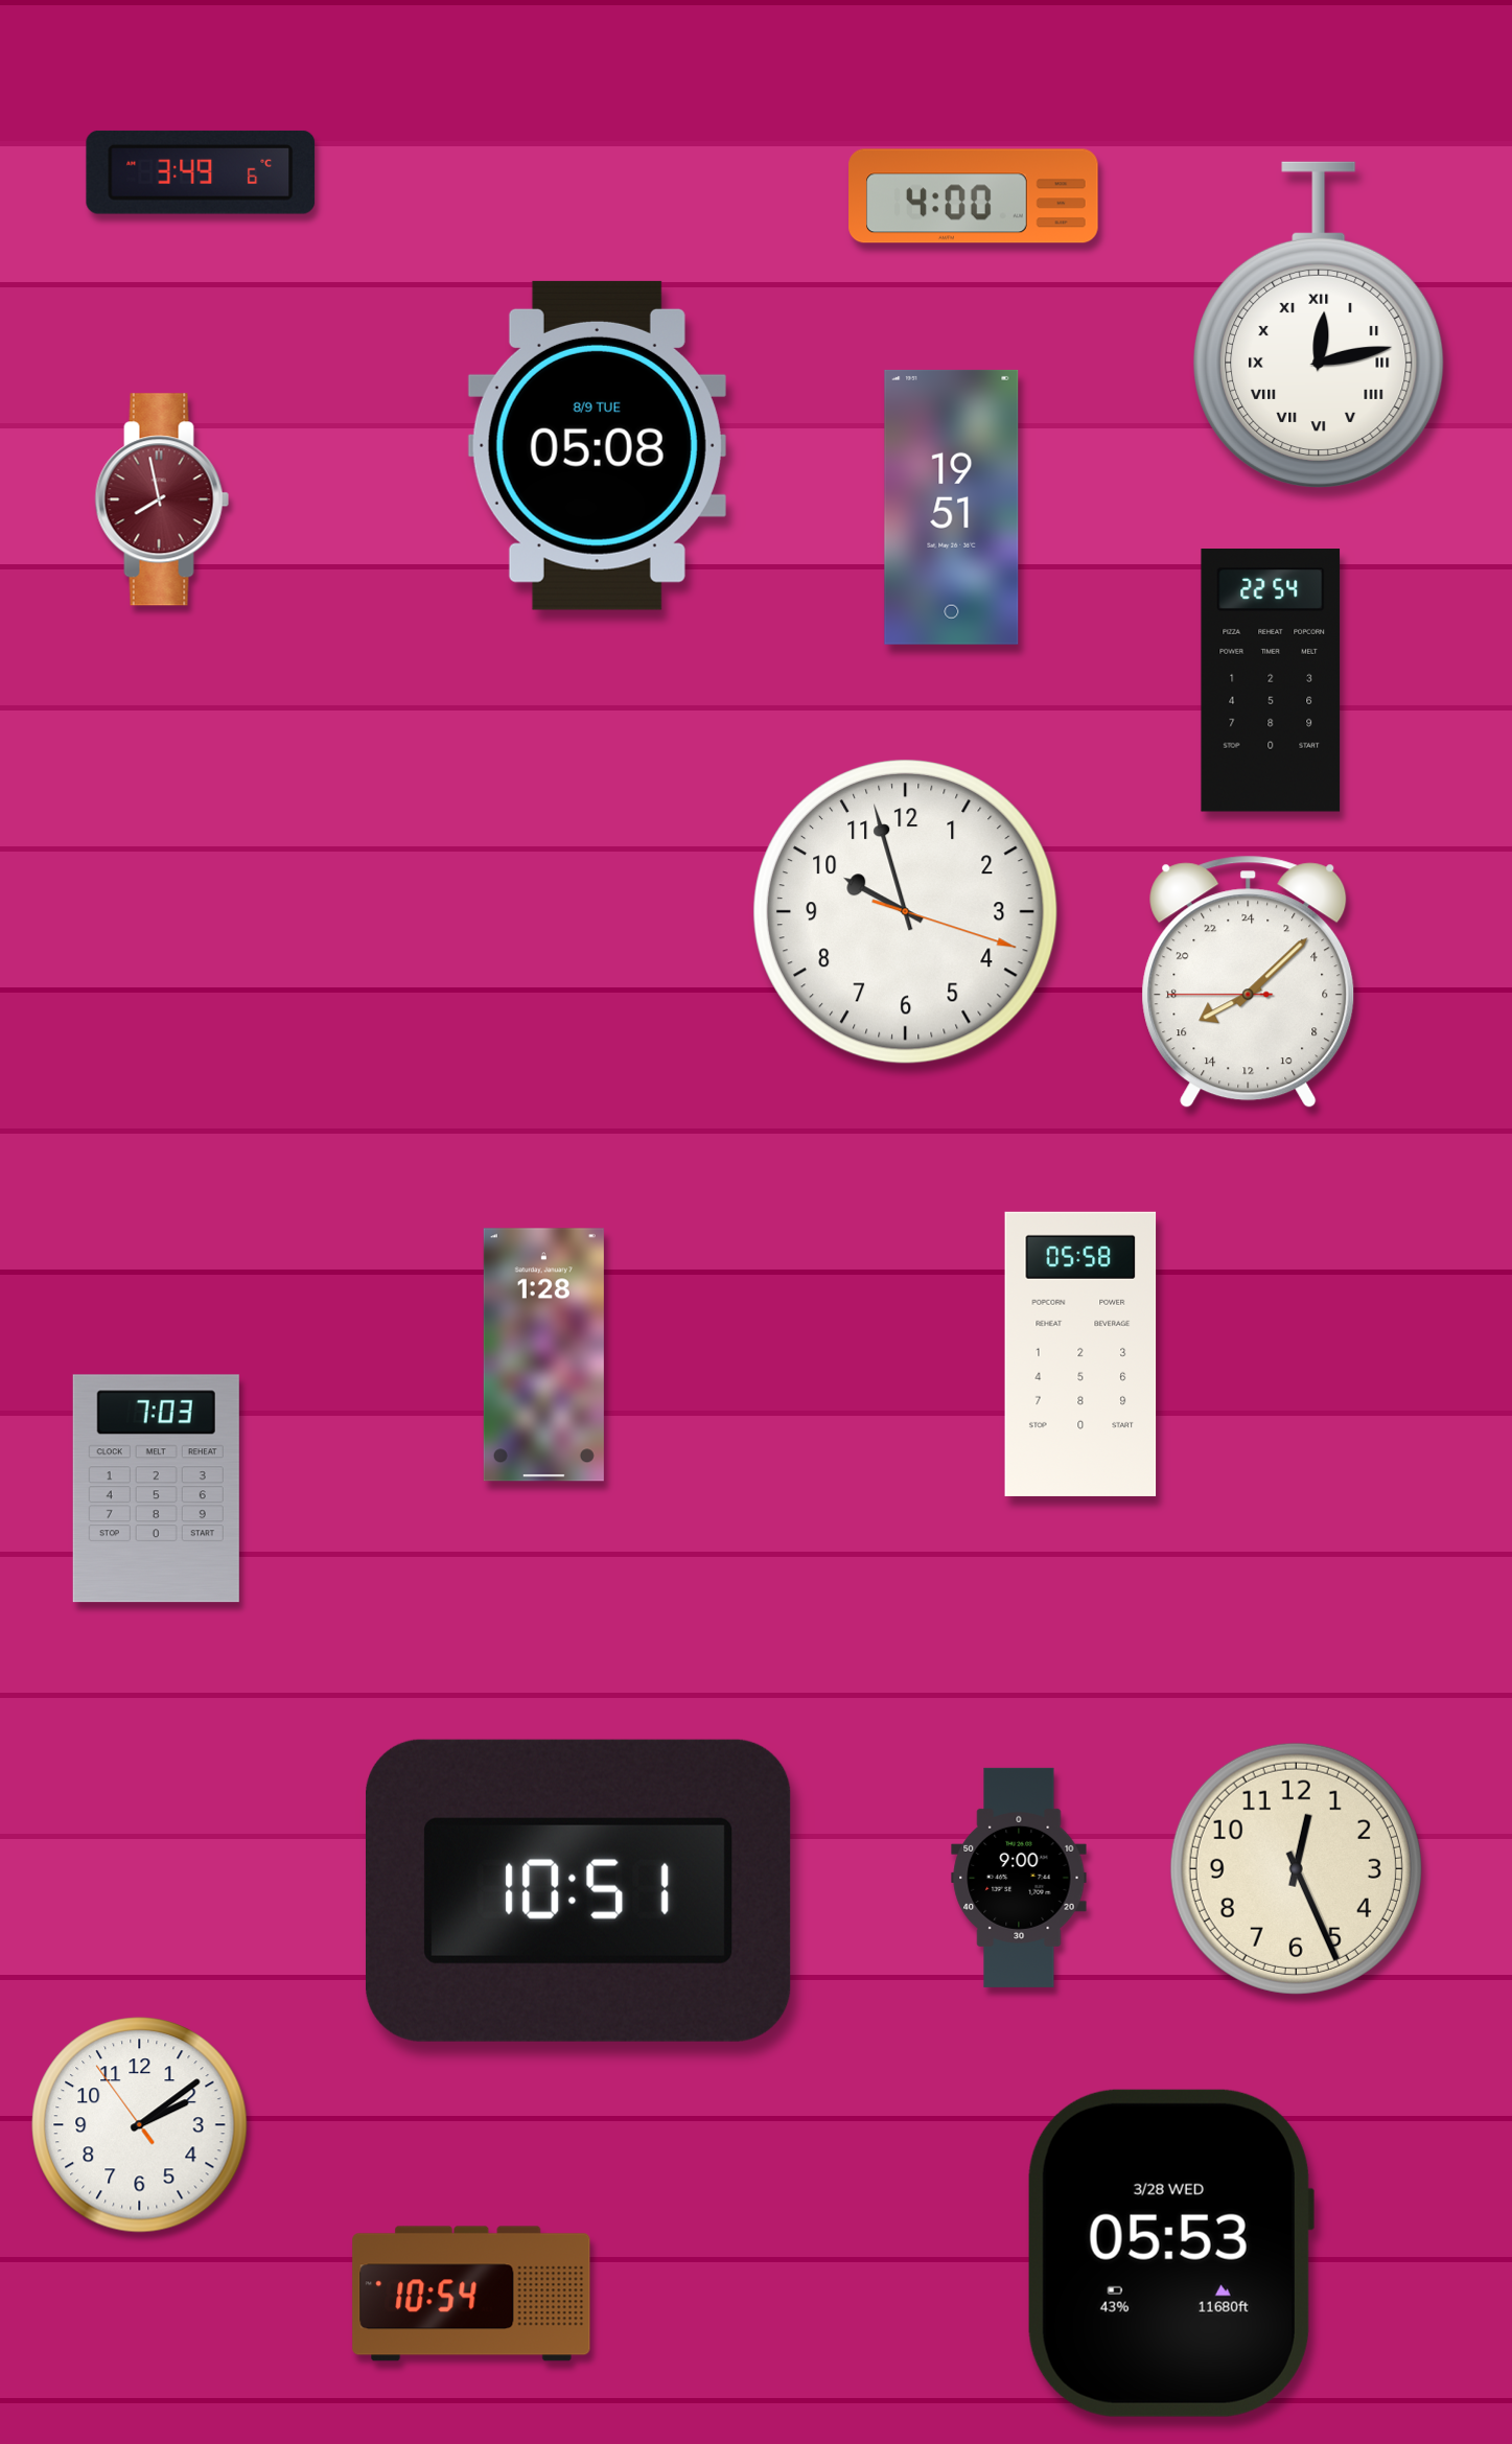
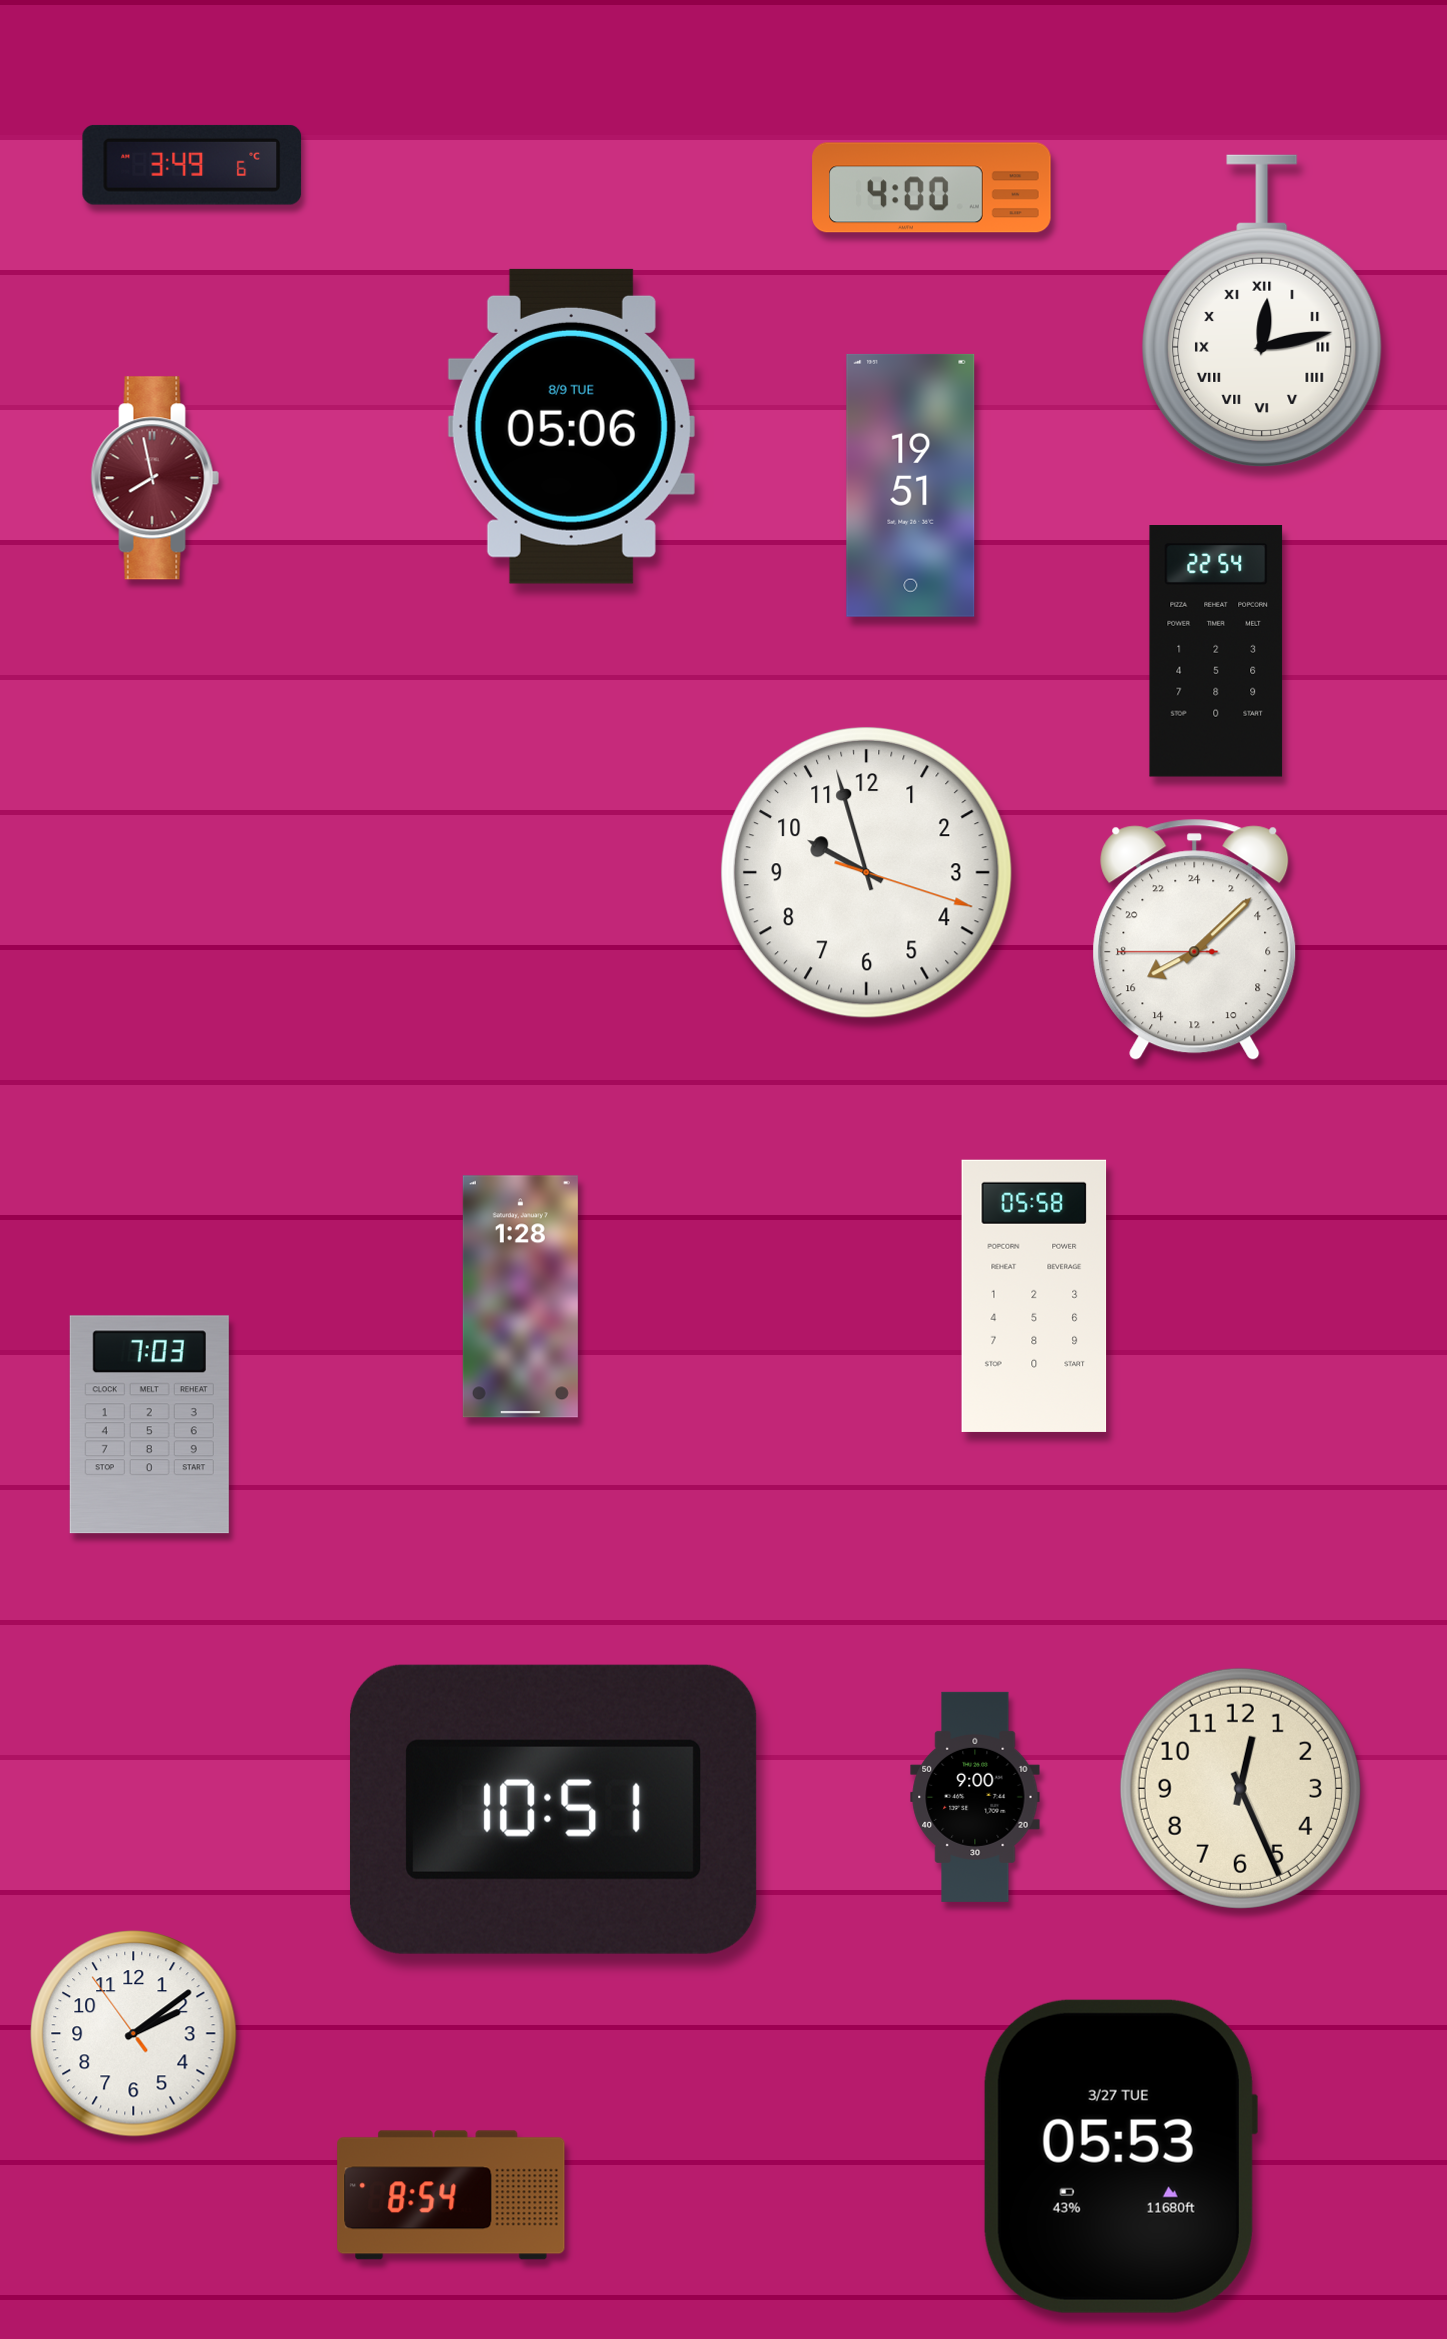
clock at (597, 445): 05:08 -> 05:06
clock at (1170, 2253) date: 3/28 WED -> 3/27 TUE
clock at (471, 2294): 10:54 -> 8:54
